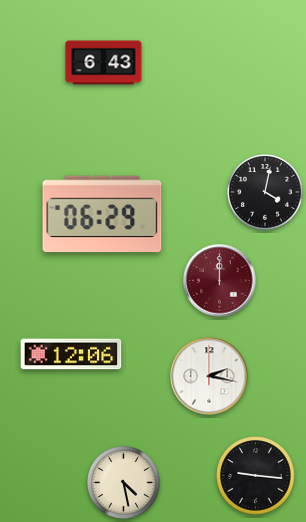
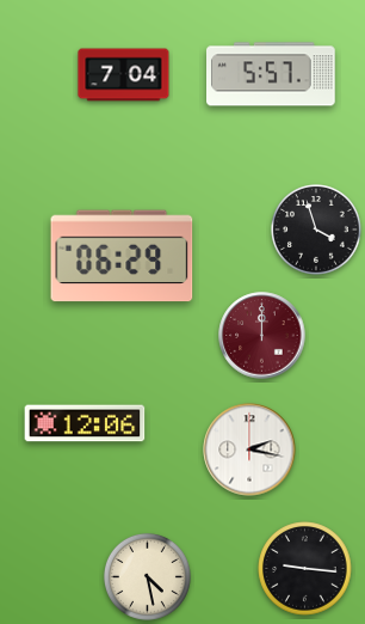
clock at (271, 74): none -> 5:57
clock at (104, 63): 6:43 -> 7:04
clock at (266, 193): 4:02 -> 3:57
